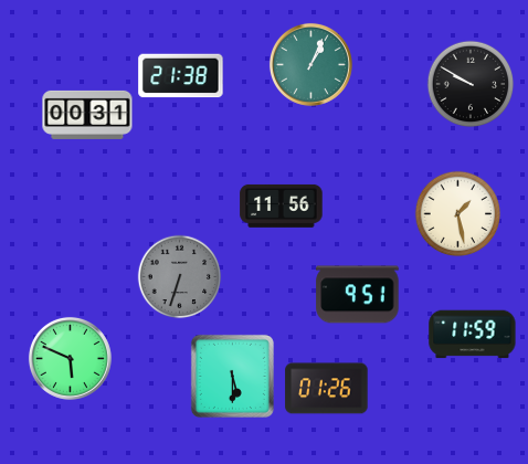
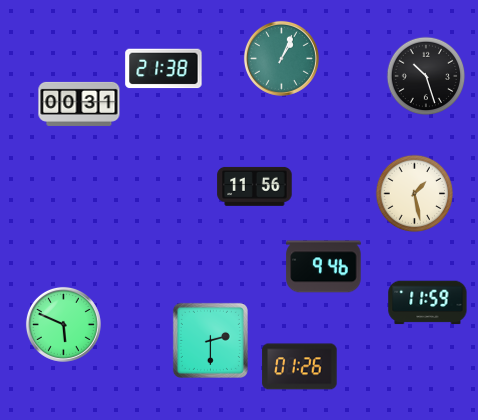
clock at (471, 84): 9:50 -> 10:27
clock at (180, 277): 6:33 -> none
clock at (358, 295): 9:51 -> 9:46
clock at (232, 376): 5:30 -> 2:30
clock at (327, 389) position: (327, 389) -> (300, 367)
